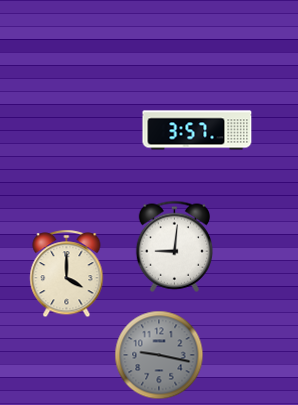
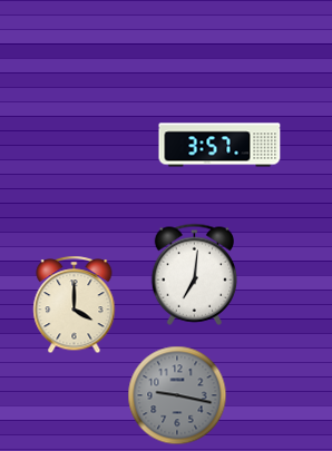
clock at (174, 246): 9:01 -> 7:01
